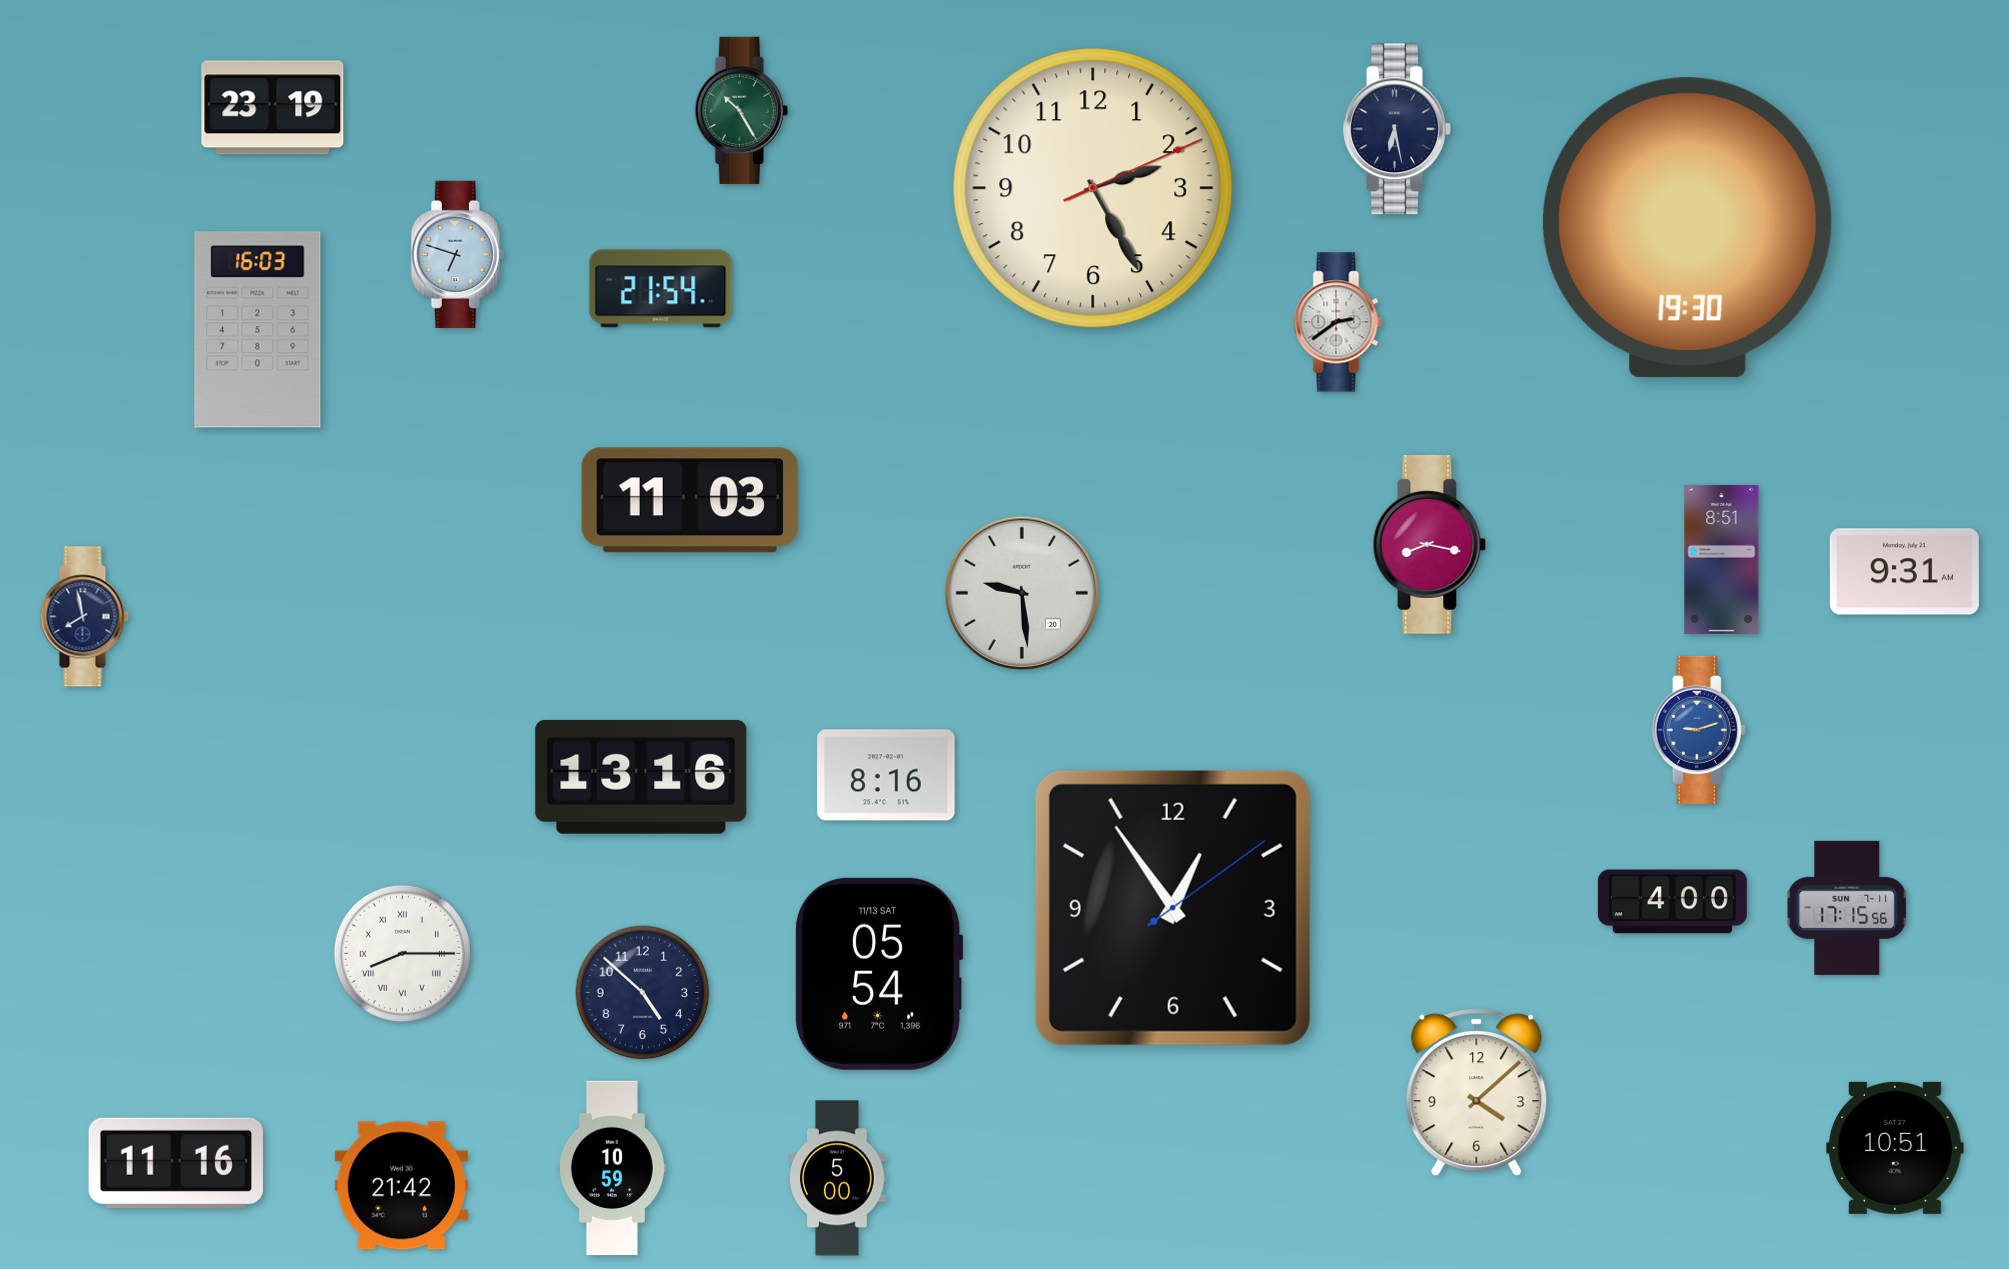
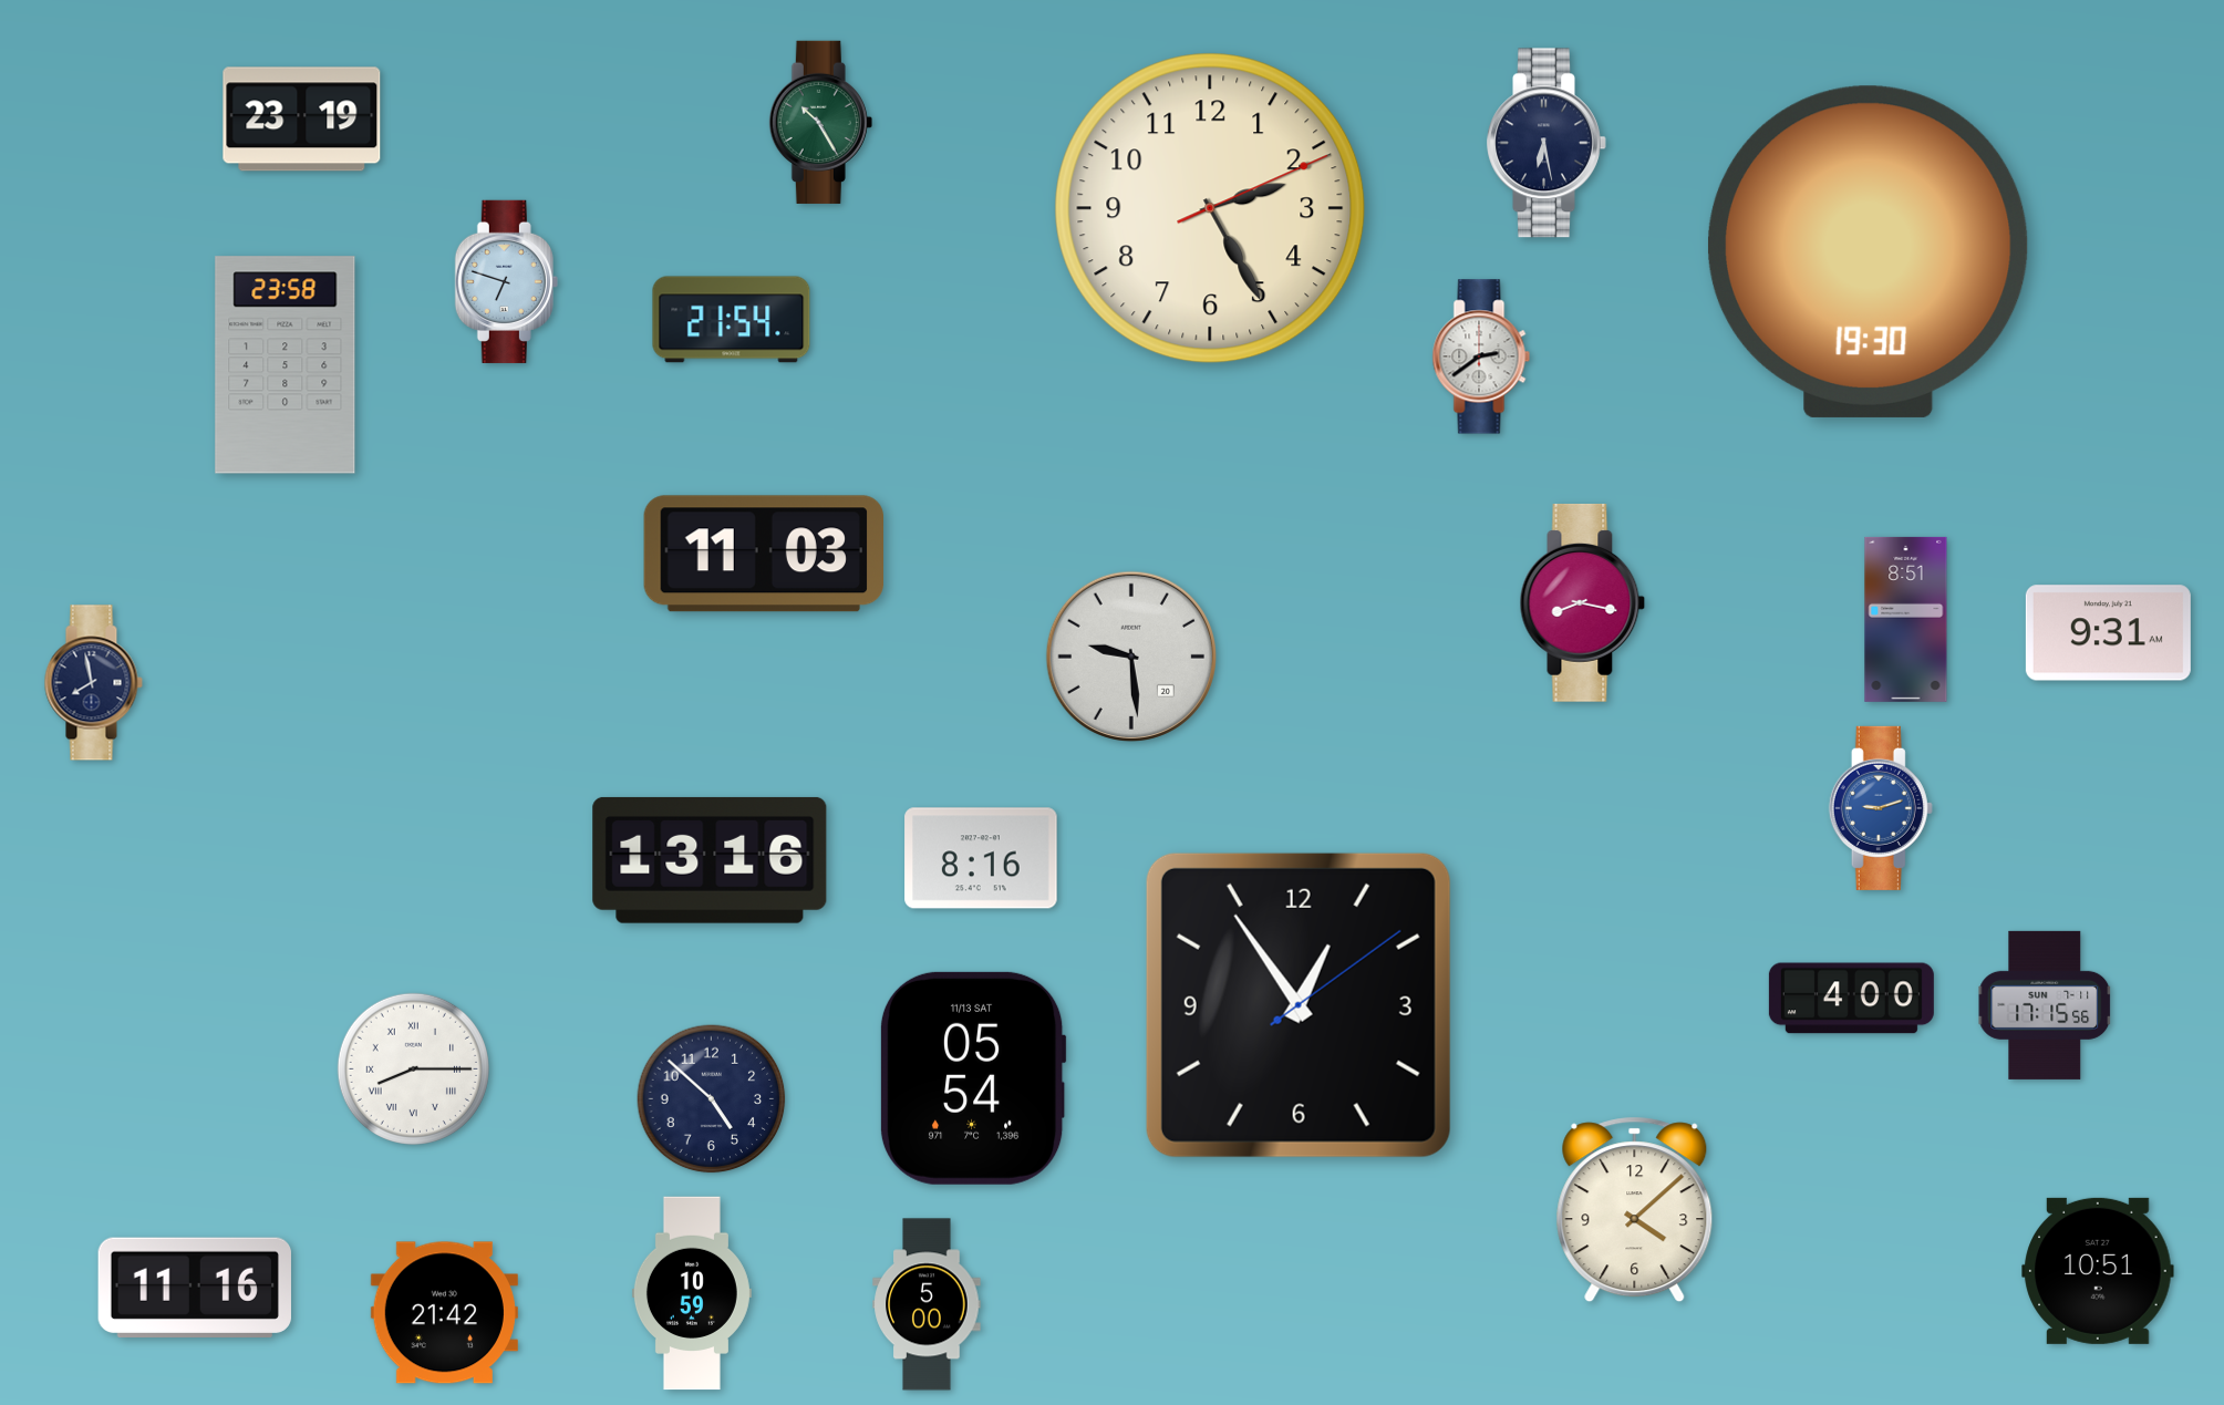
clock at (258, 330): 16:03 -> 23:58
clock at (402, 953) position: (402, 953) -> (413, 1068)
clock at (612, 1168) position: (612, 1168) -> (692, 1293)
